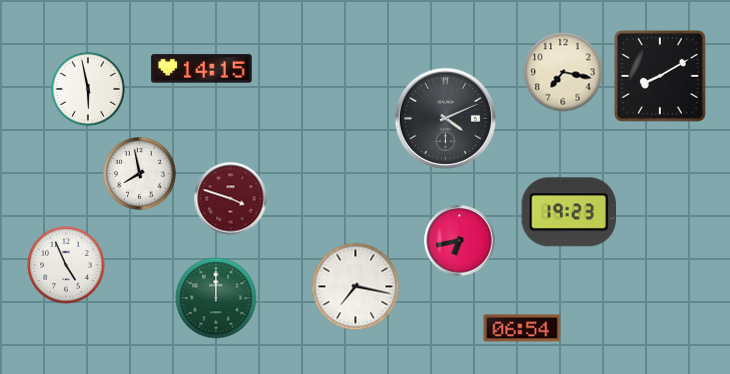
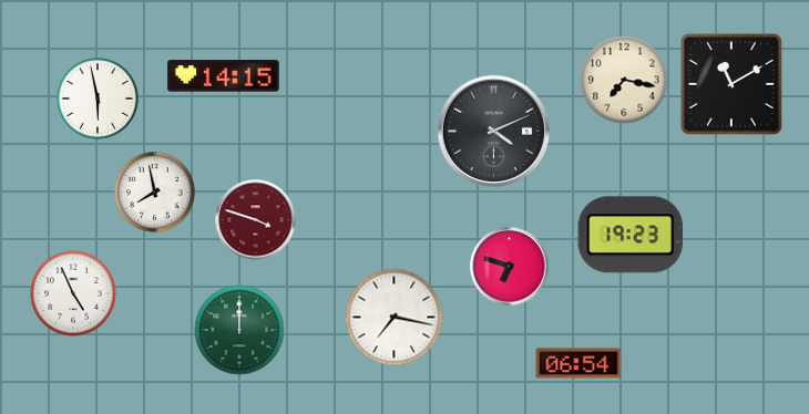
clock at (660, 76): 8:10 -> 11:10
clock at (460, 241): 6:43 -> 6:48
